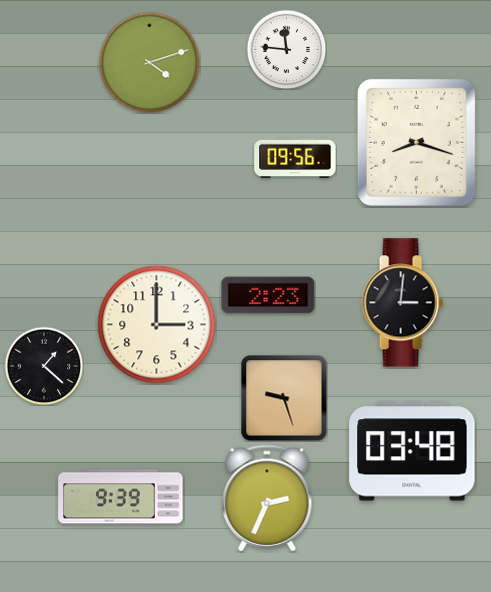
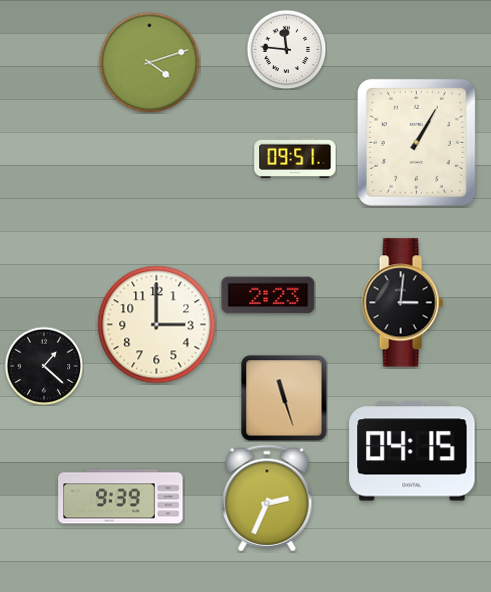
clock at (416, 142): 8:18 -> 1:05
clock at (295, 157): 09:56 -> 09:51
clock at (284, 398): 9:27 -> 11:27
clock at (412, 451): 03:48 -> 04:15
